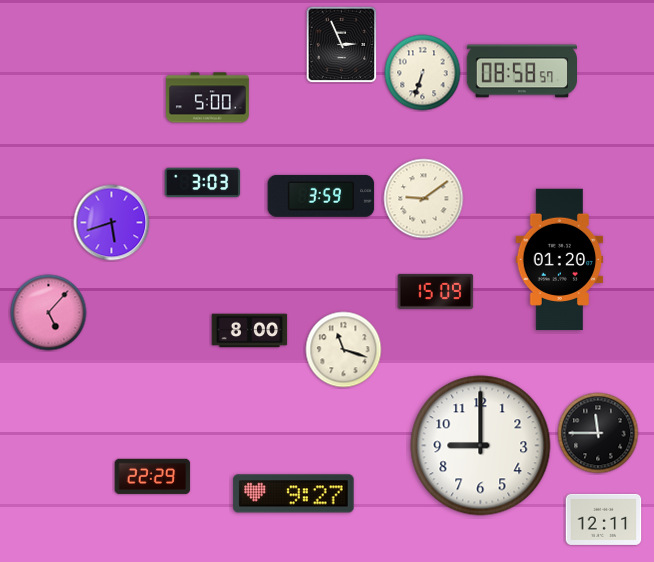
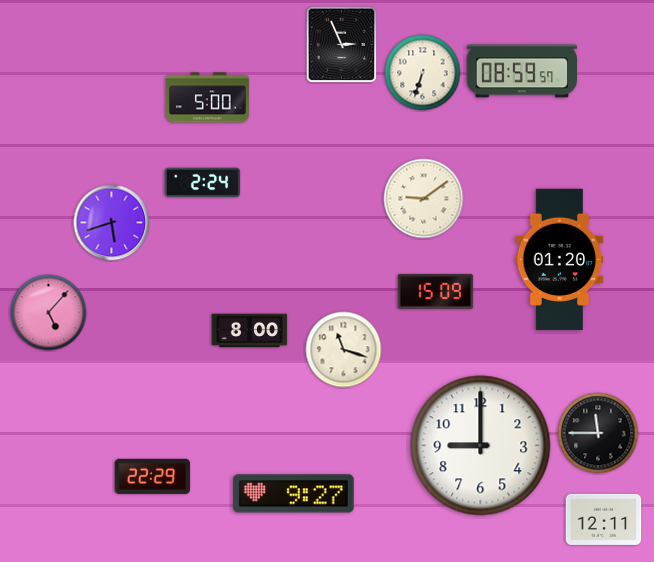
clock at (521, 71): 08:58 -> 08:59
clock at (203, 183): 3:03 -> 2:24
clock at (321, 196): 3:59 -> none
